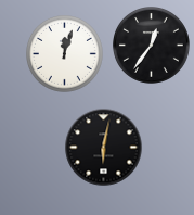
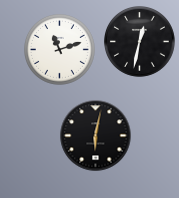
clock at (152, 46): 12:36 -> 12:32
clock at (65, 54): 12:03 -> 11:12
